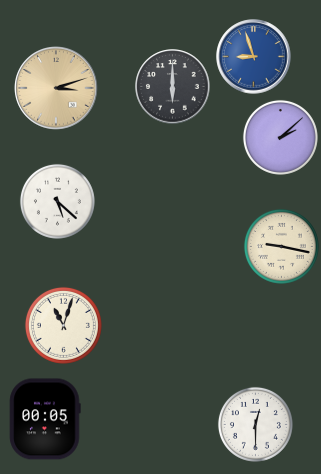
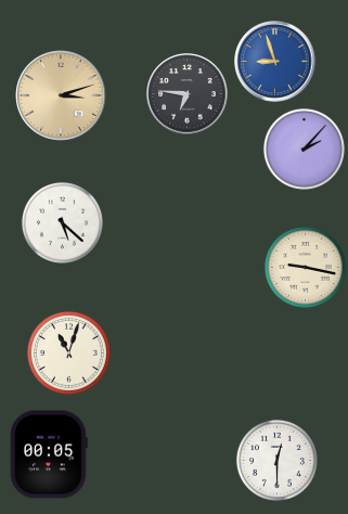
clock at (173, 87): 6:00 -> 6:46
clock at (280, 137): 2:08 -> 2:07
clock at (57, 201) position: (57, 201) -> (62, 222)
